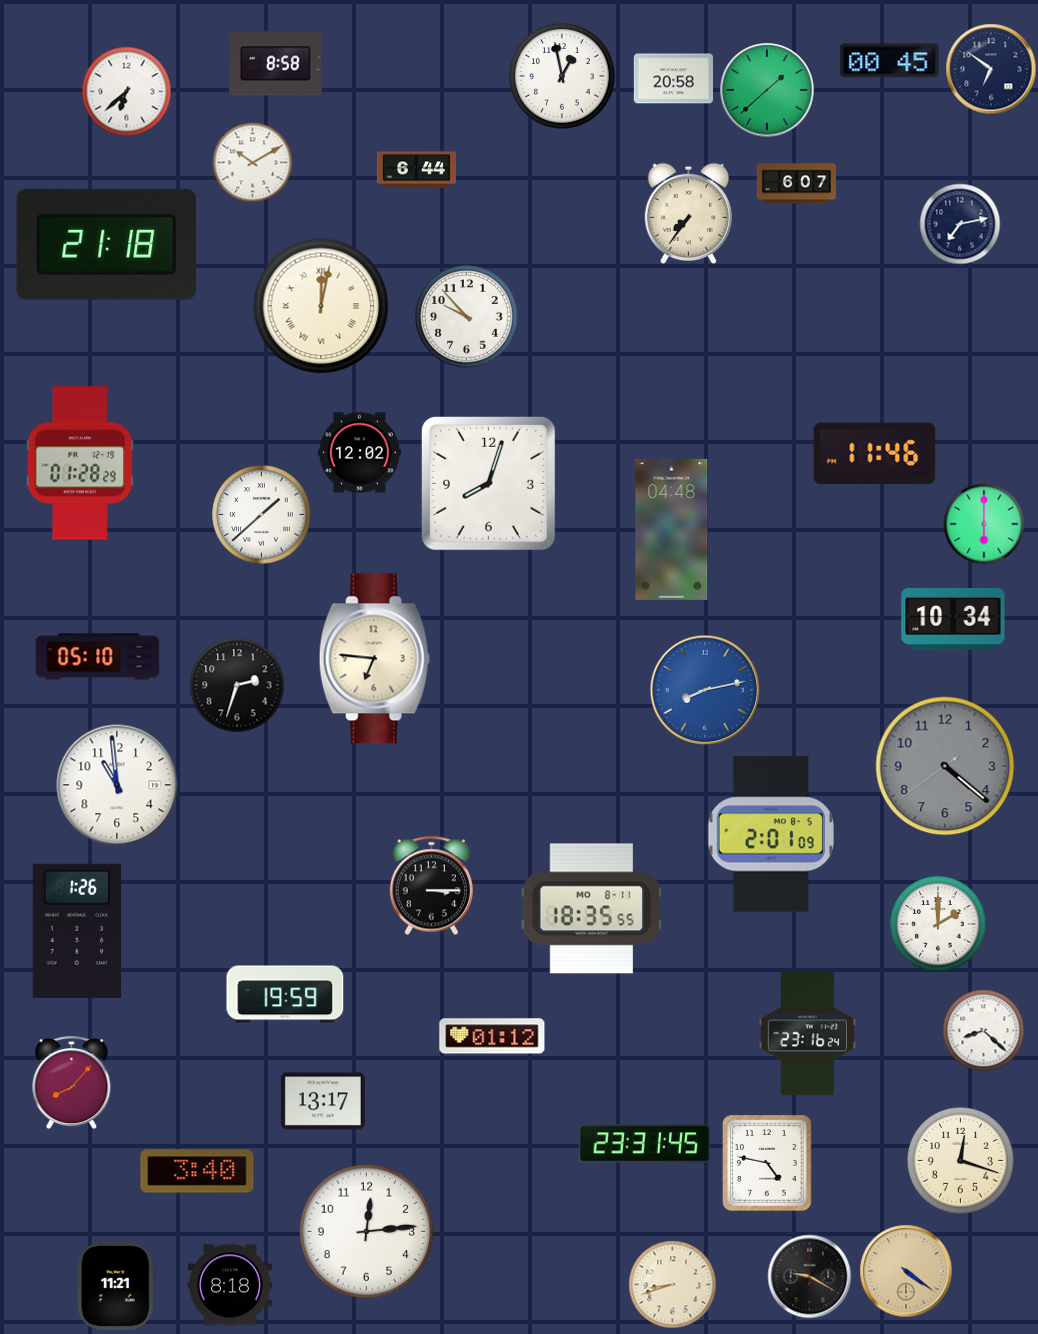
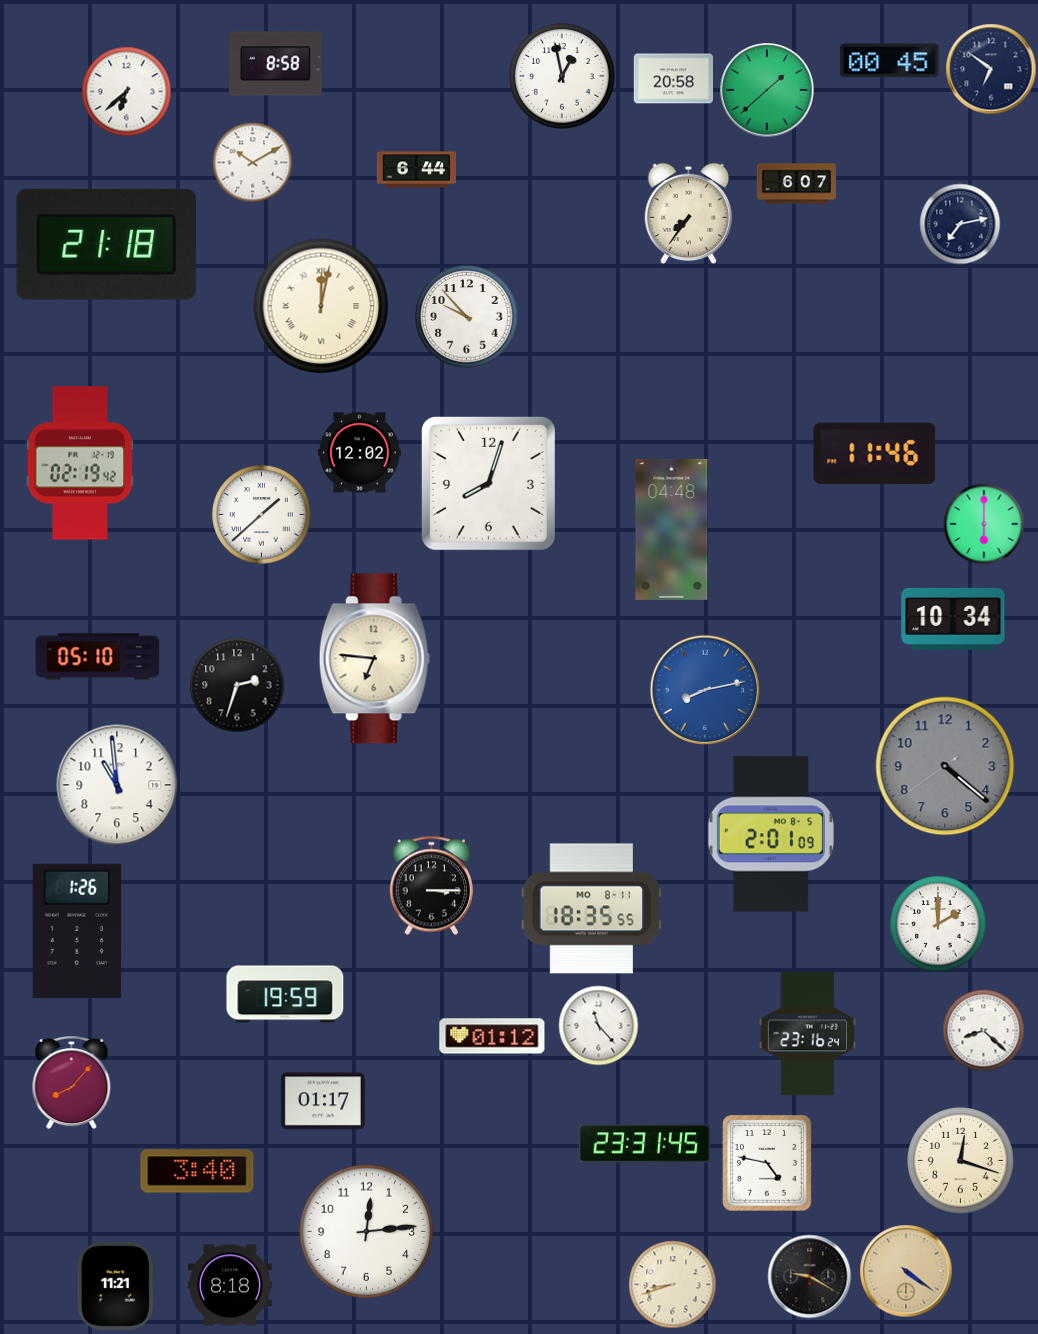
clock at (80, 463): 01:28 -> 02:19
clock at (598, 1025): none -> 11:23
clock at (323, 1101): 13:17 -> 01:17
